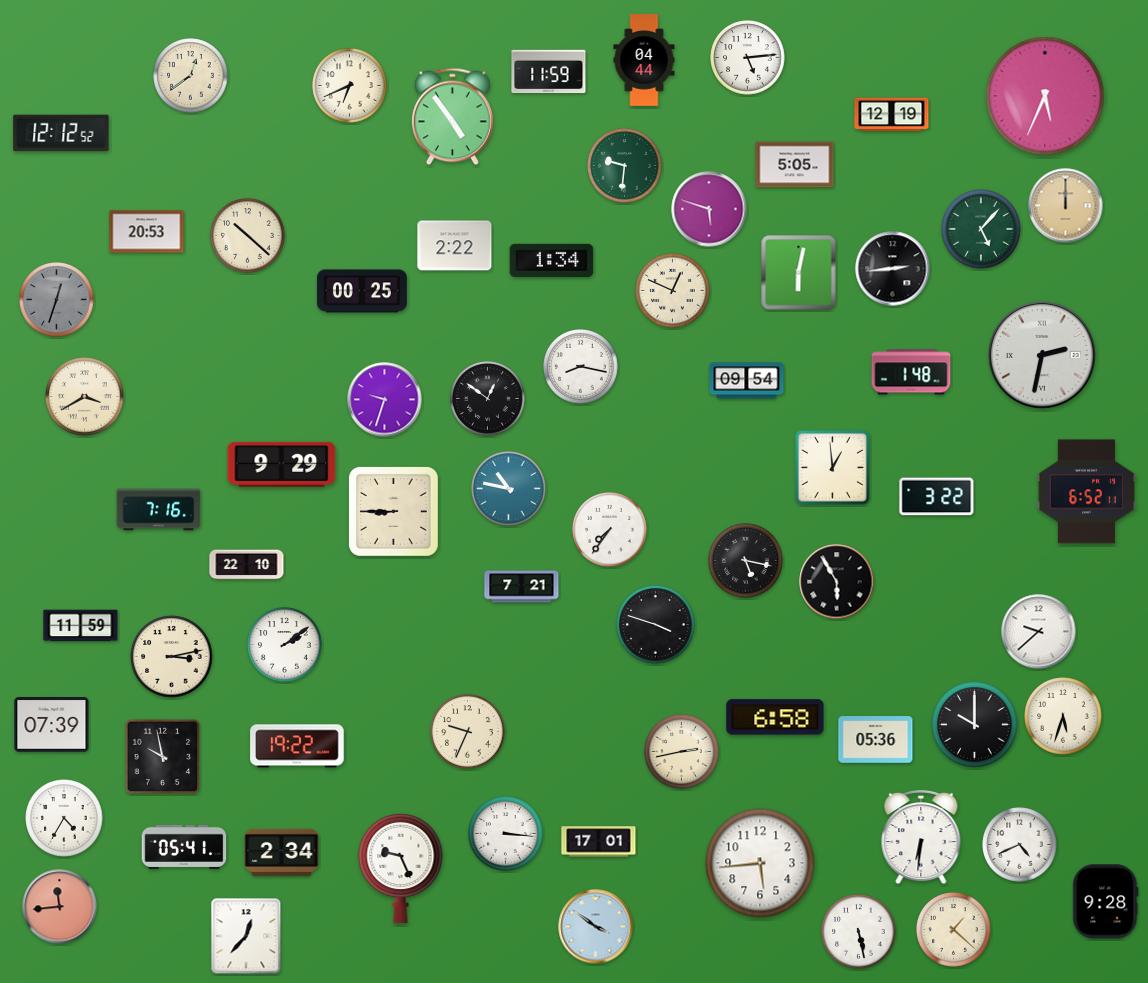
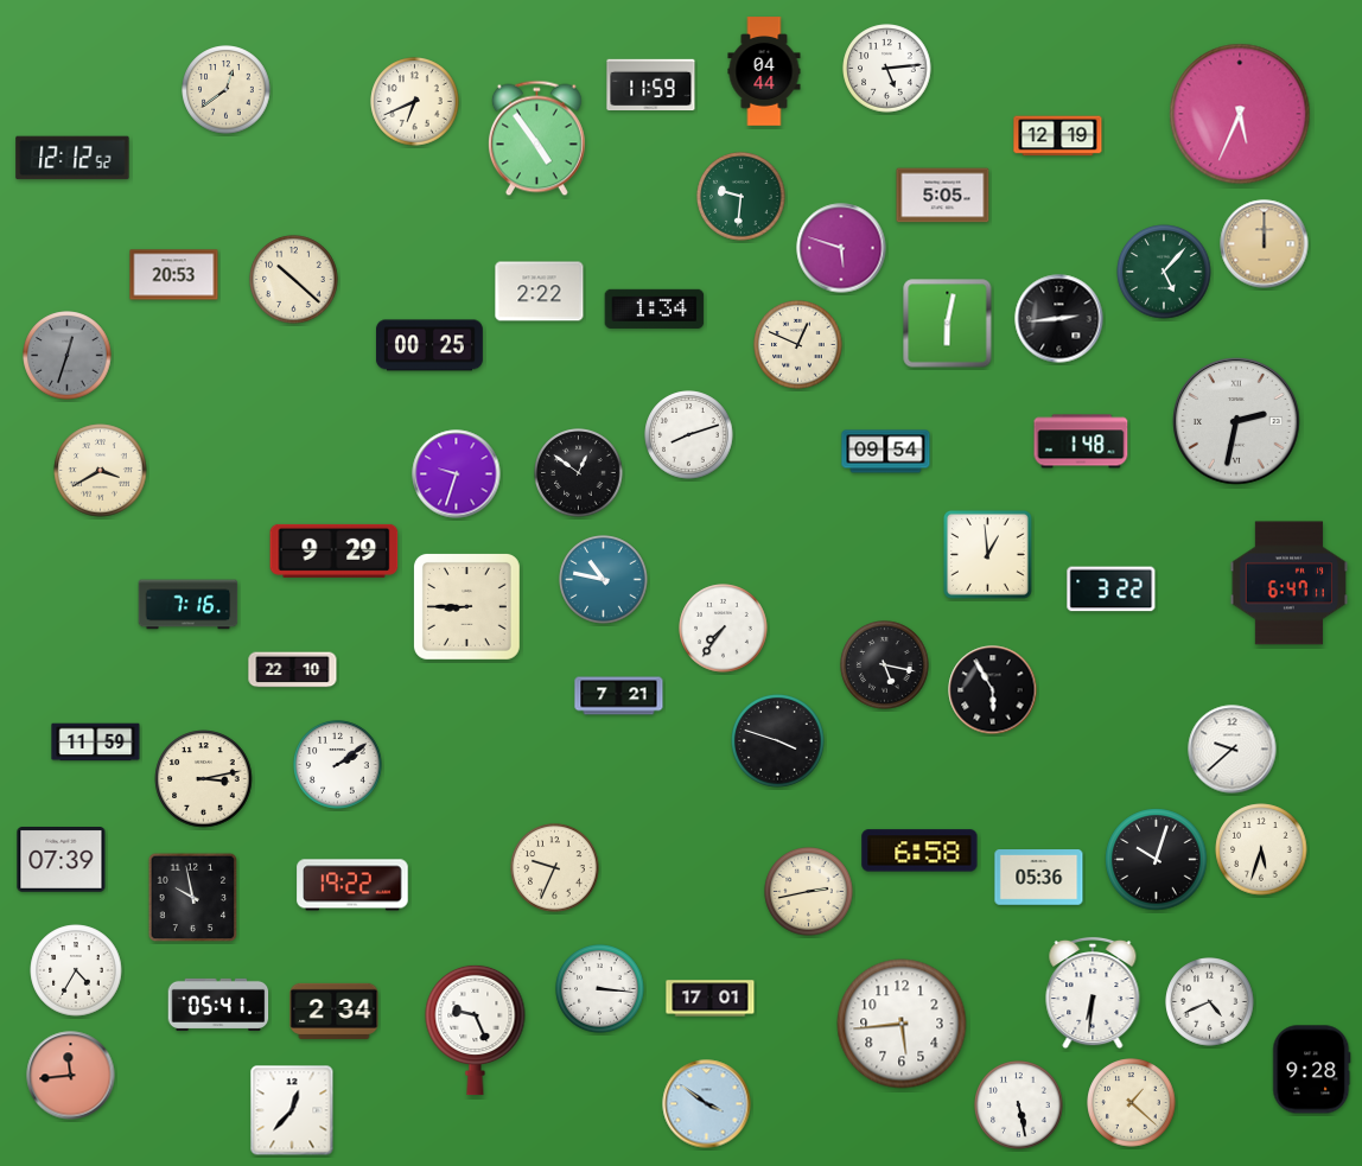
clock at (581, 367): 8:17 -> 8:12
clock at (1087, 492): 6:52 -> 6:47
clock at (975, 725): 10:00 -> 10:03
clock at (596, 927) position: (596, 927) -> (707, 1104)
